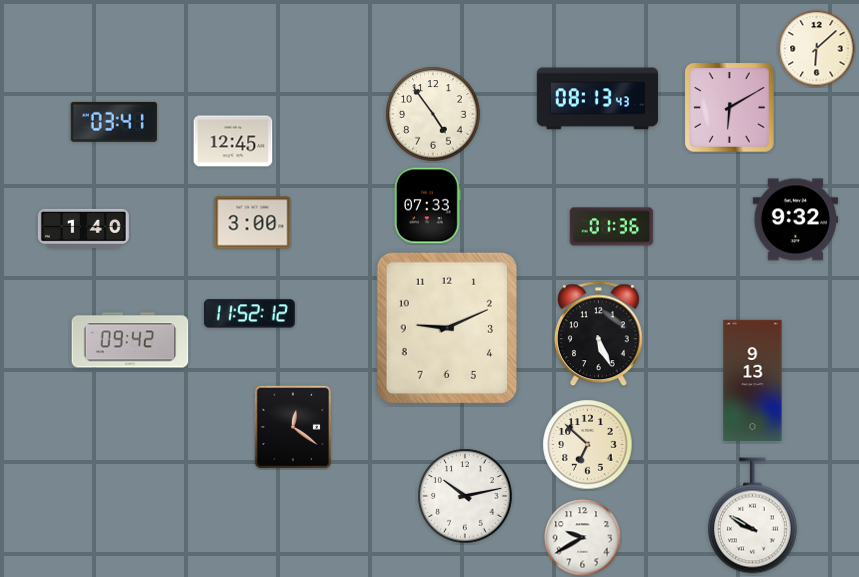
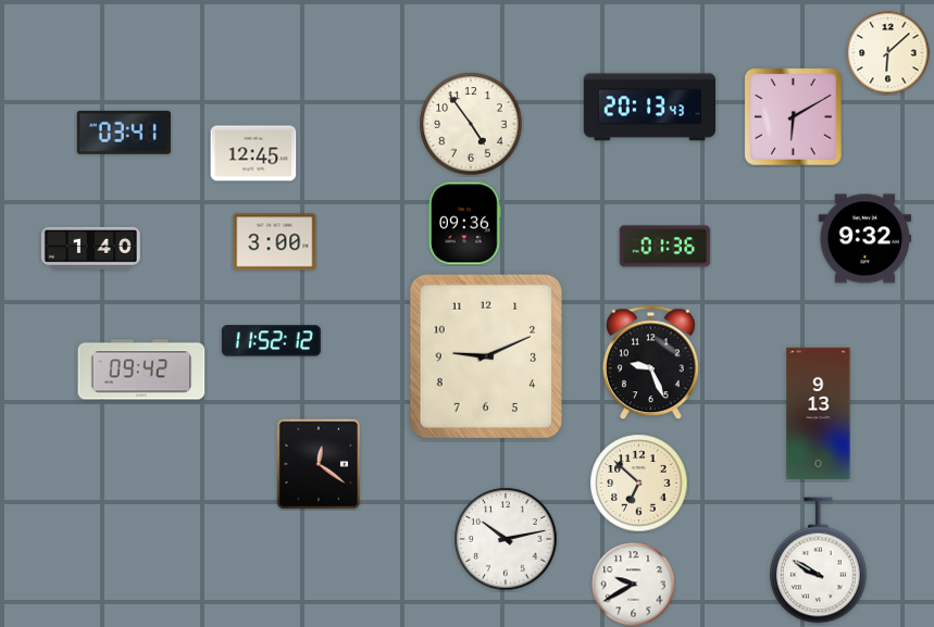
clock at (597, 99): 08:13 -> 20:13
clock at (428, 206): 07:33 -> 09:36
clock at (599, 334): 5:26 -> 9:26
